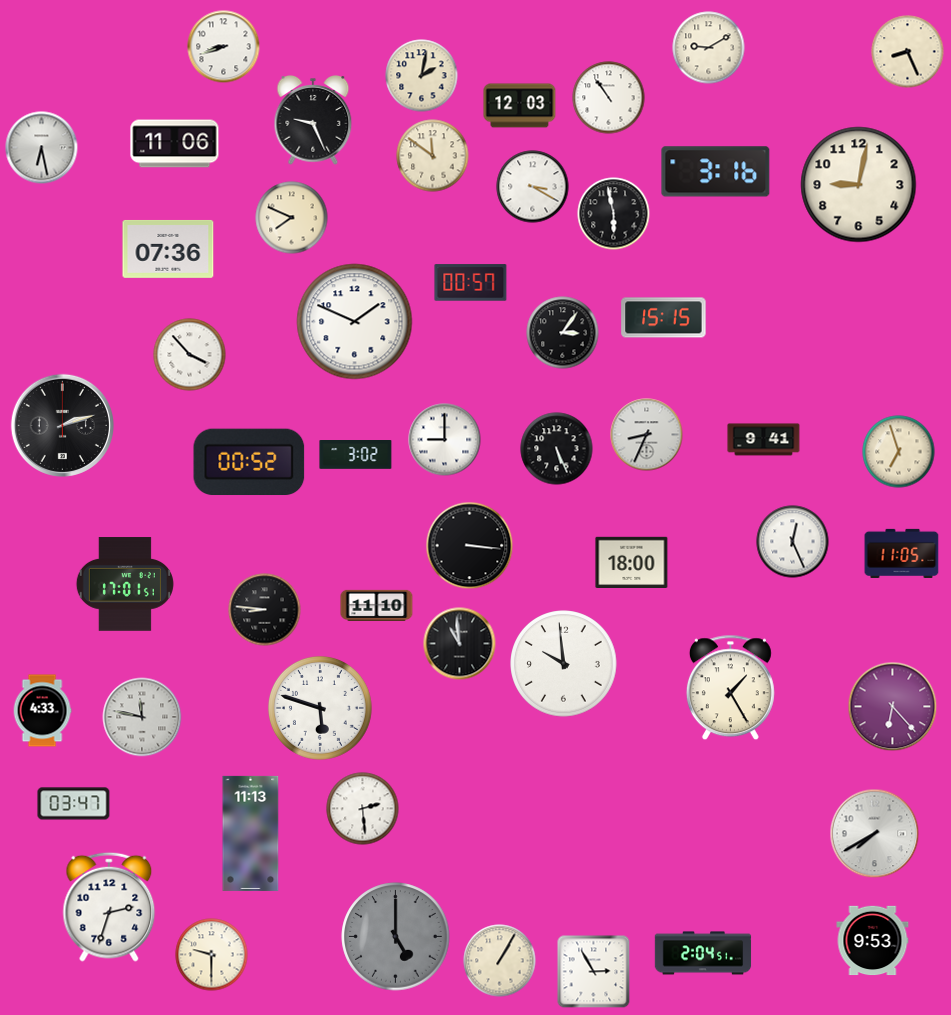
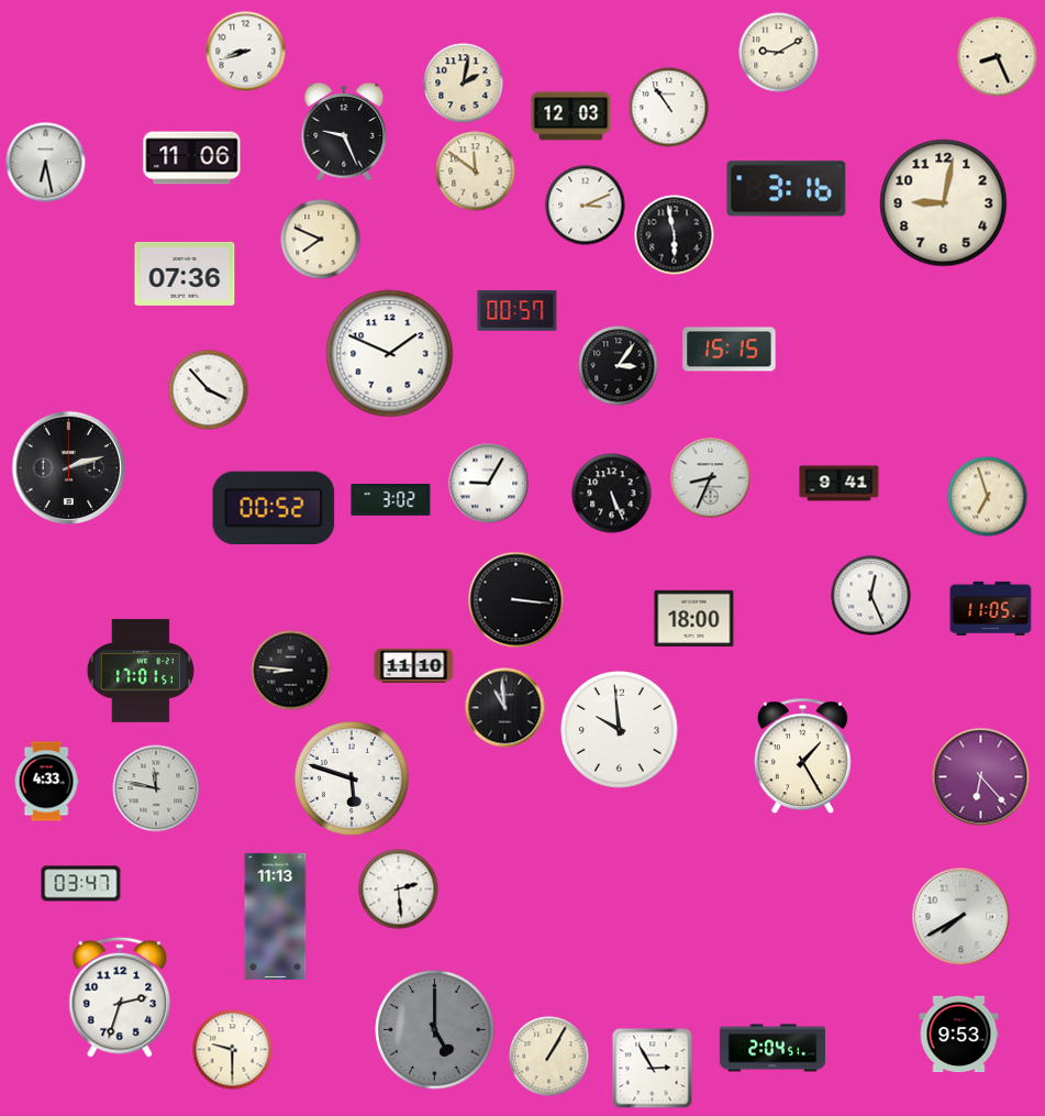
clock at (533, 187): 3:20 -> 3:11
clock at (445, 440): 9:00 -> 9:05
clock at (125, 584) position: (125, 584) -> (141, 671)
